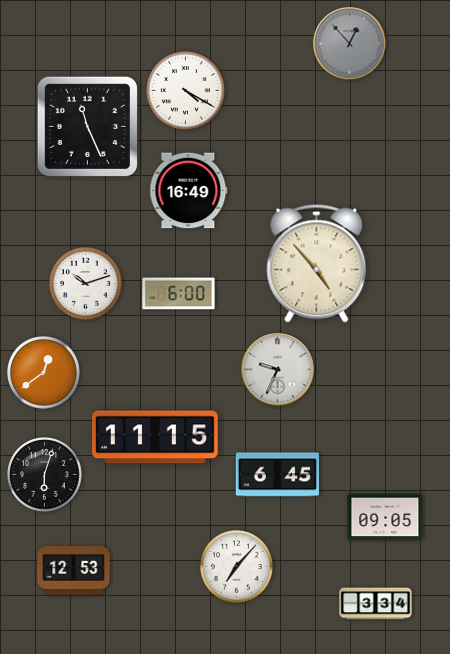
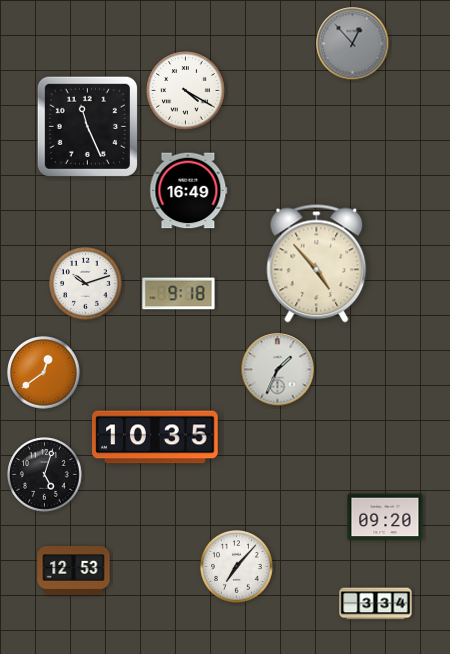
clock at (350, 44) position: (350, 44) -> (353, 44)
clock at (179, 294): 6:00 -> 9:18
clock at (278, 370): 9:34 -> 1:34
clock at (155, 437): 11:15 -> 10:35
clock at (45, 475): 6:03 -> 5:03
clock at (277, 475): 6:45 -> none
clock at (385, 517): 09:05 -> 09:20
